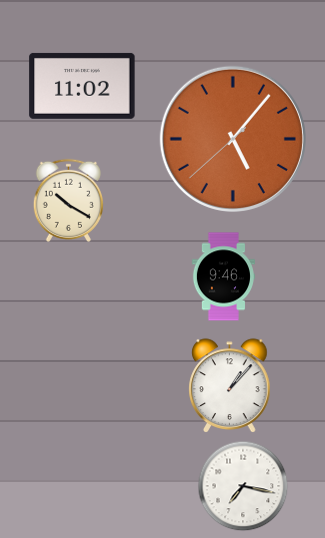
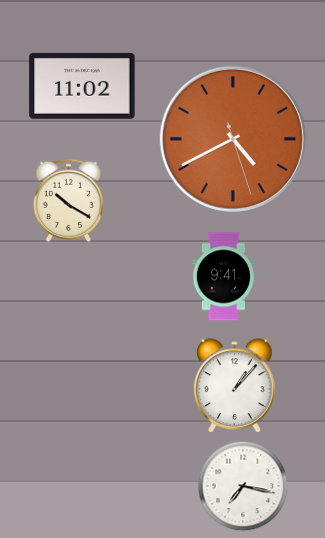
clock at (233, 139): 5:06 -> 4:40
clock at (223, 277): 9:46 -> 9:41
clock at (230, 386) position: (230, 386) -> (235, 386)
